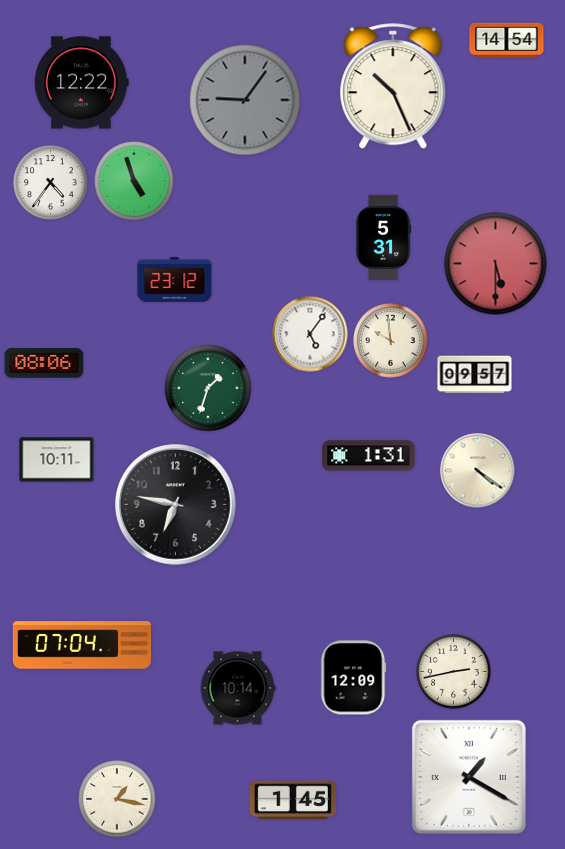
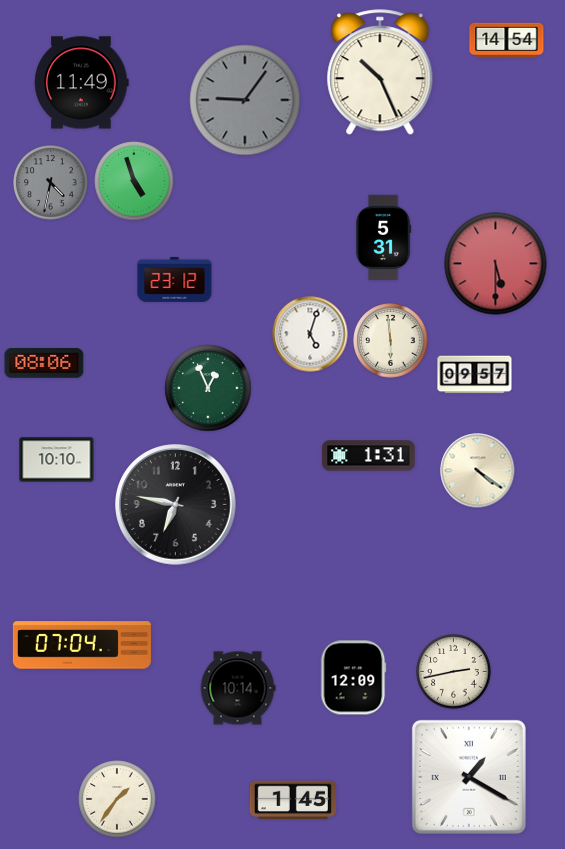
clock at (82, 83): 12:22 -> 11:49
clock at (393, 87) position: (393, 87) -> (380, 73)
clock at (51, 183): 4:36 -> 4:32
clock at (51, 183) dial: white -> grey
clock at (310, 334): 5:06 -> 5:03
clock at (391, 341): 9:59 -> 5:59
clock at (208, 388): 1:33 -> 12:56
clock at (57, 460): 10:11 -> 10:10
clock at (117, 799): 1:17 -> 1:36
